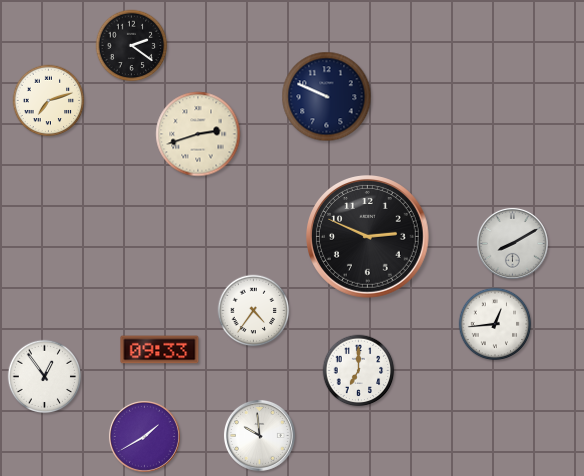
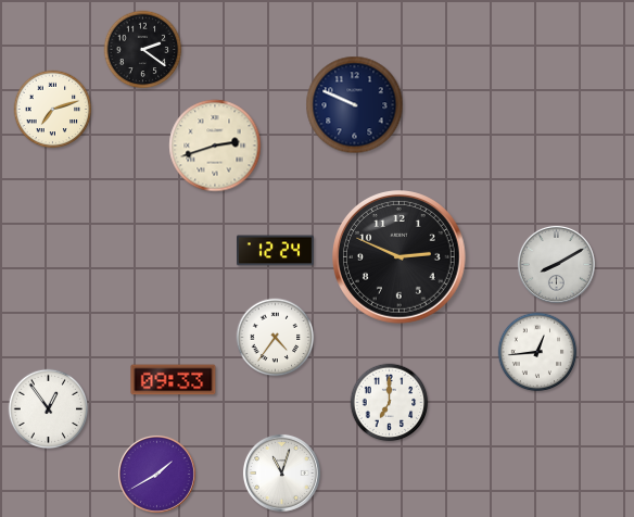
clock at (275, 251): none -> 12:24
clock at (259, 435): 9:59 -> 11:03
